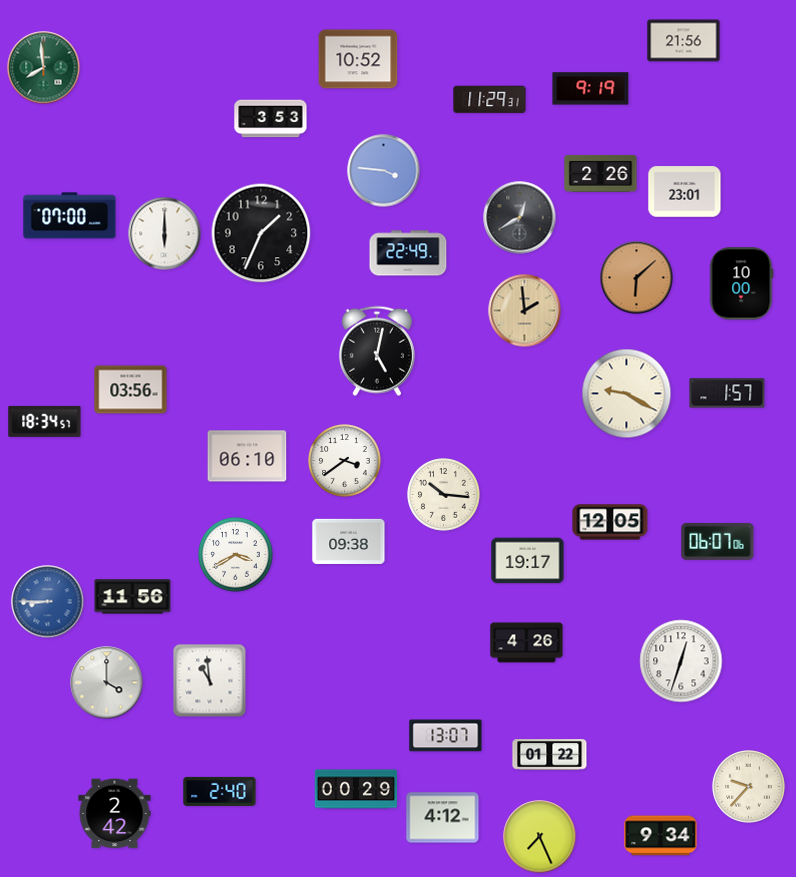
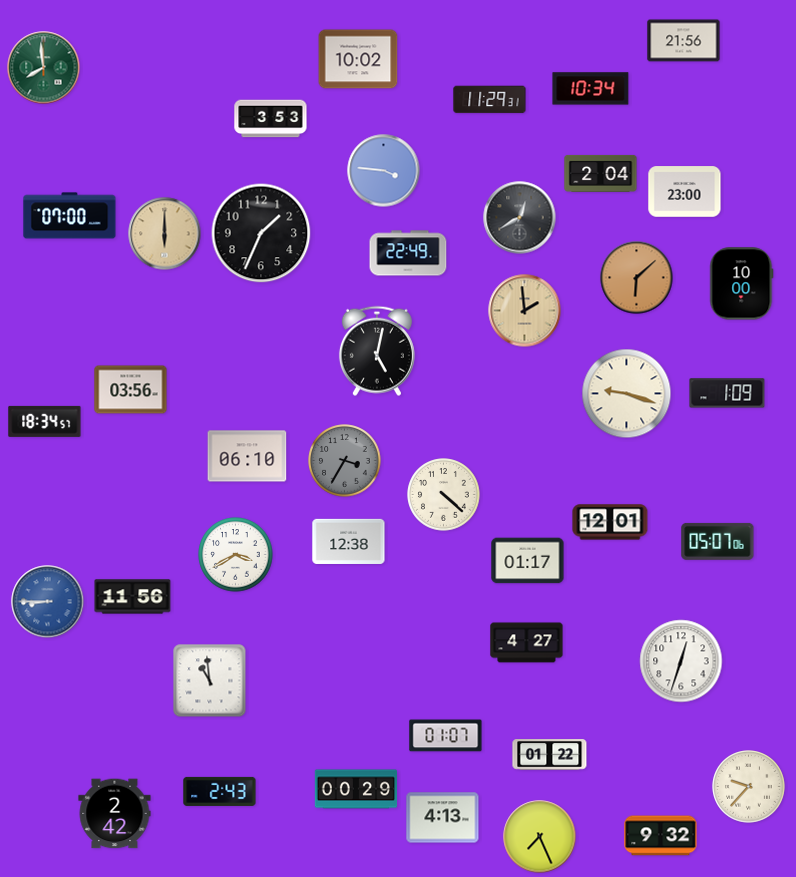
clock at (358, 59): 10:52 -> 10:02
clock at (591, 89): 9:19 -> 10:34
clock at (601, 173): 2:26 -> 2:04
clock at (685, 192): 23:01 -> 23:00
clock at (165, 234) dial: white -> champagne
clock at (727, 393): 1:57 -> 1:09
clock at (627, 394): 9:20 -> 9:18
clock at (345, 461): 3:39 -> 3:35
clock at (345, 461) dial: white -> grey
clock at (444, 495): 10:16 -> 4:22
clock at (610, 522): 12:05 -> 12:01
clock at (349, 541): 09:38 -> 12:38
clock at (718, 541): 06:07 -> 05:07
clock at (528, 561): 19:17 -> 01:17
clock at (527, 643): 4:26 -> 4:27
clock at (107, 683): 4:00 -> none
clock at (446, 736): 13:07 -> 01:07
clock at (220, 791): 2:40 -> 2:43
clock at (443, 818): 4:12 -> 4:13
clock at (661, 836): 9:34 -> 9:32
